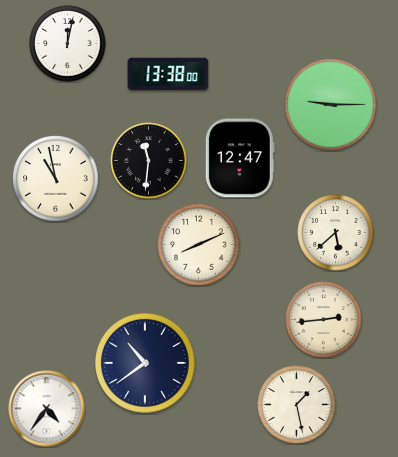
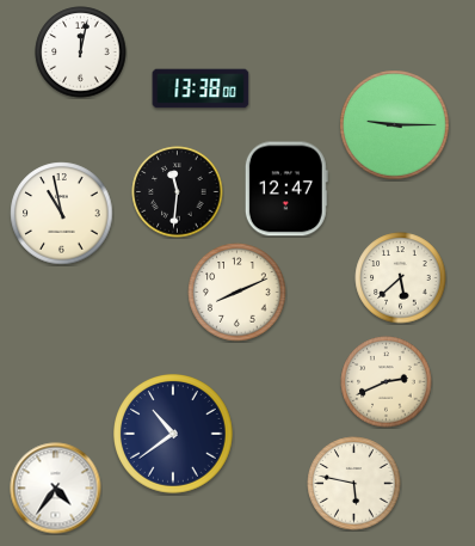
clock at (56, 179) position: (56, 179) -> (62, 214)
clock at (324, 320): 2:44 -> 2:41
clock at (297, 405): 1:28 -> 5:47
